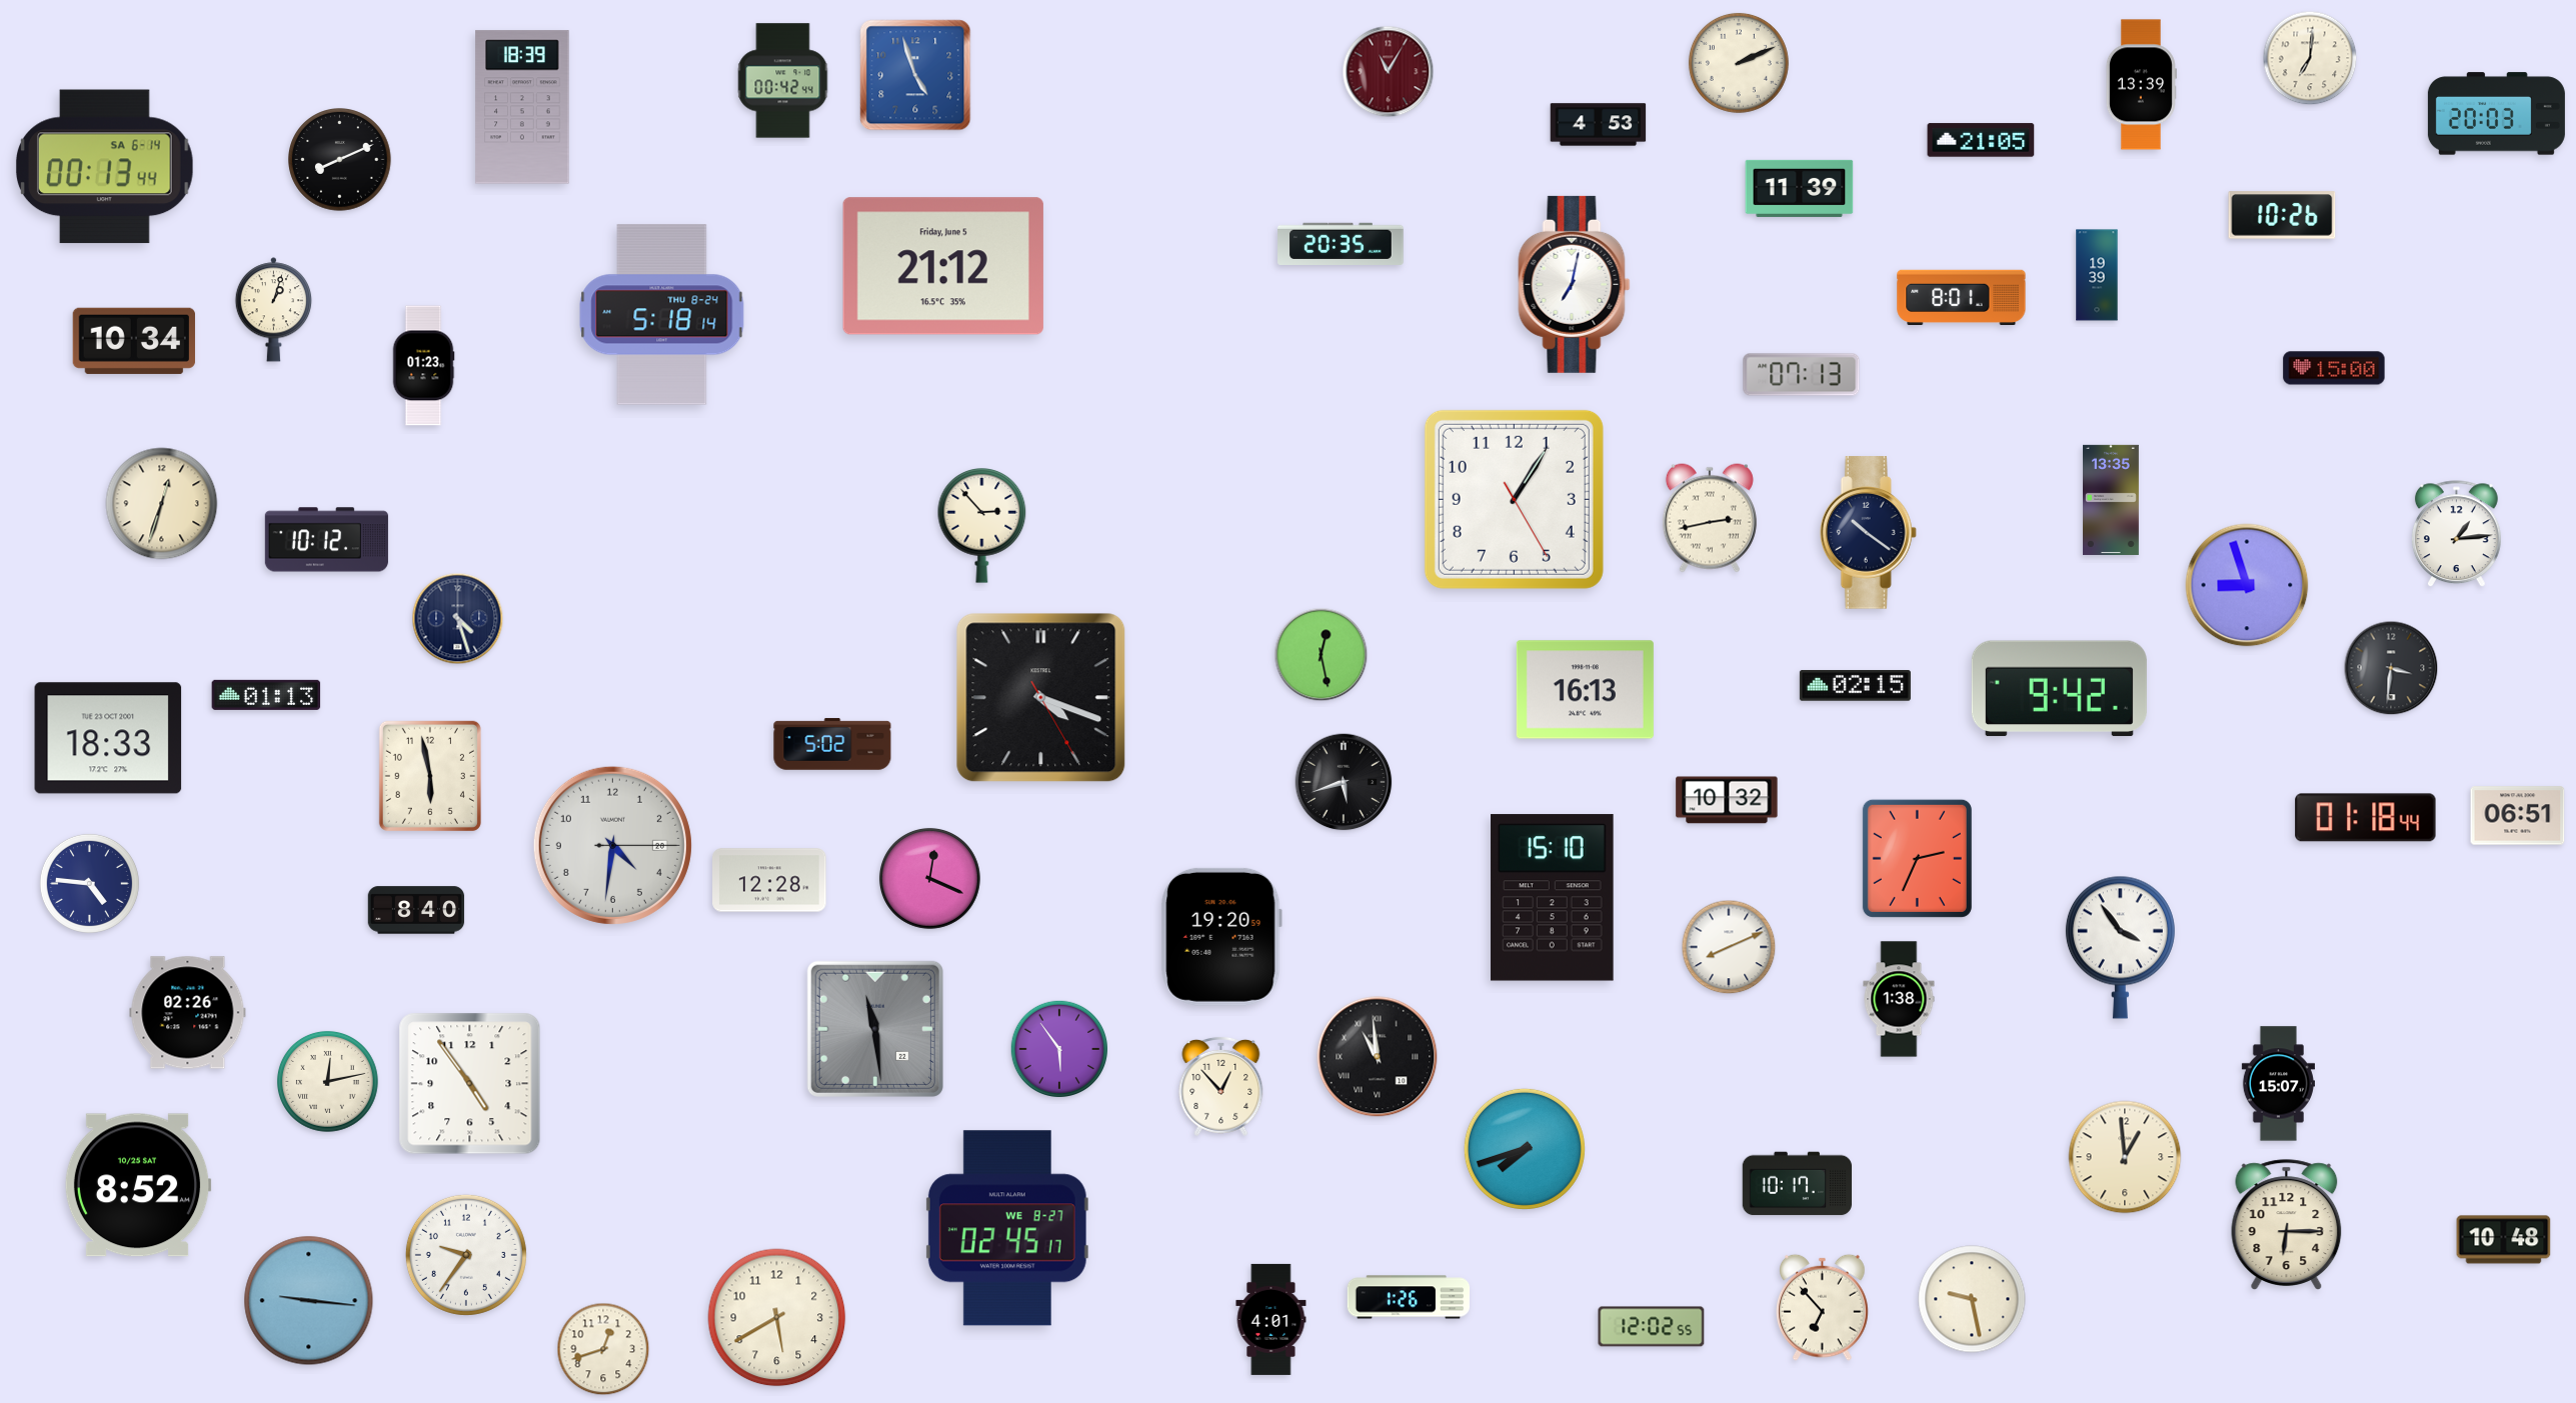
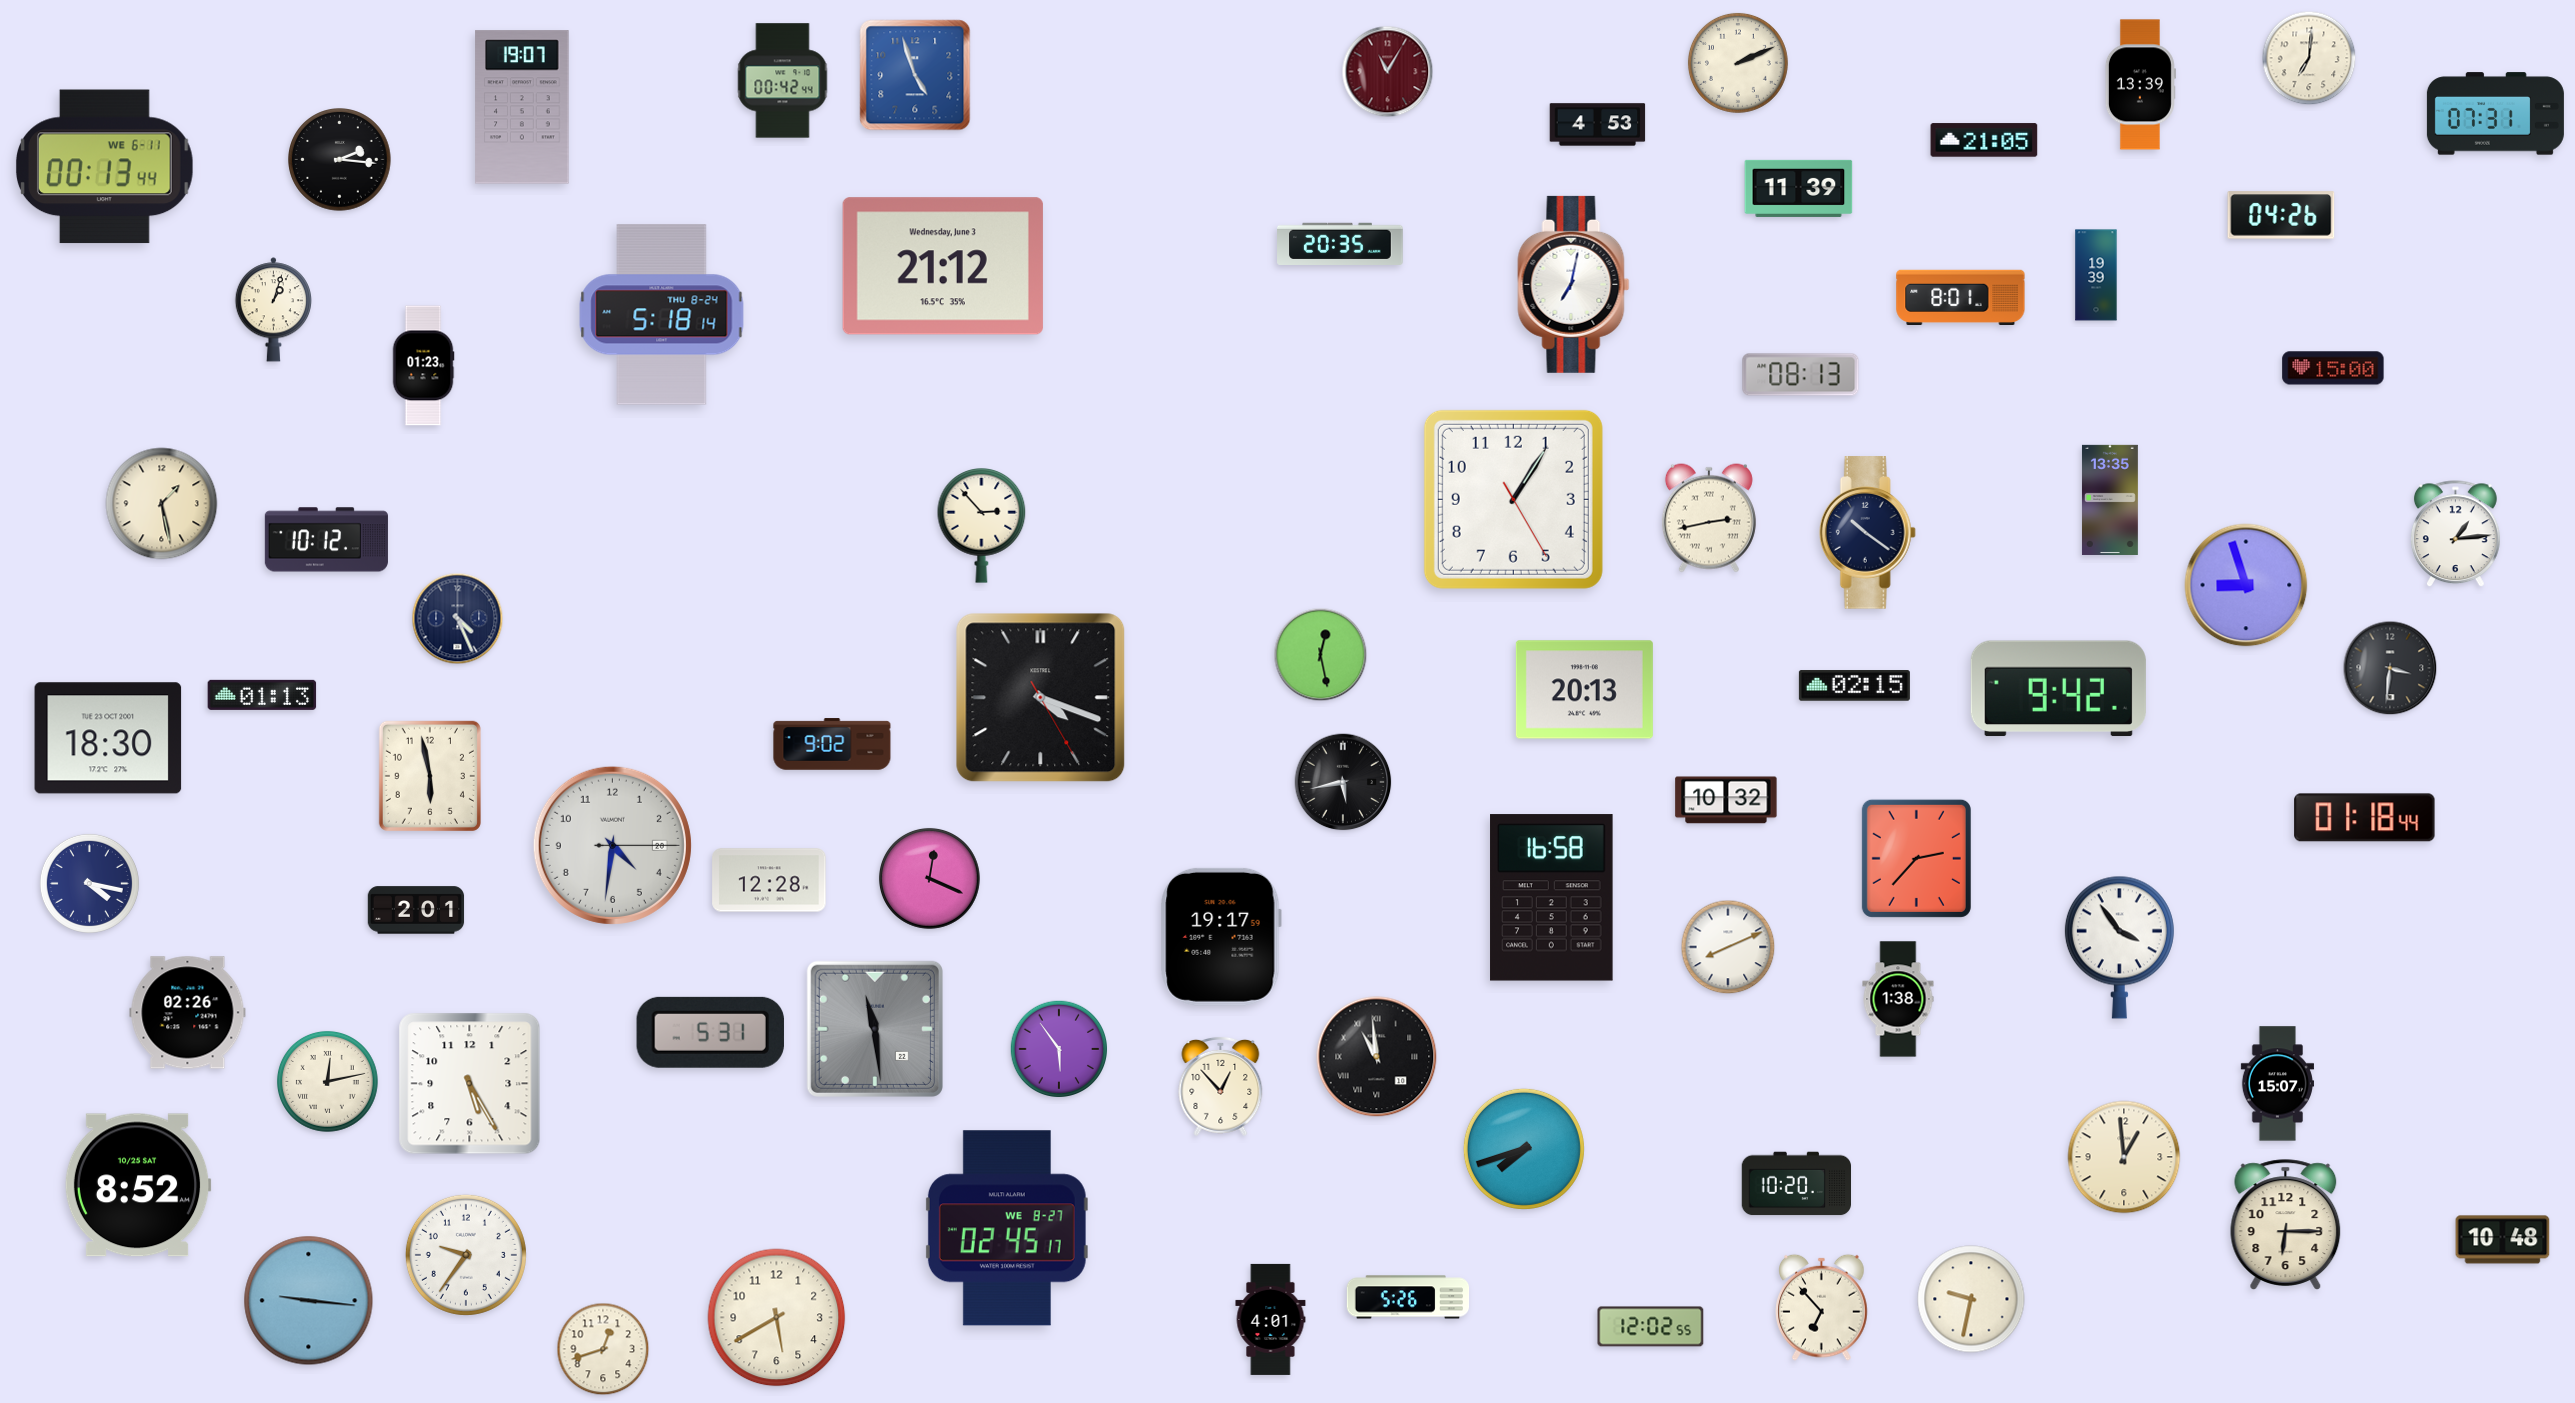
clock at (522, 107): 18:39 -> 19:07
clock at (2496, 114): 20:03 -> 07:31
clock at (1981, 140) position: (1981, 140) -> (1984, 140)
clock at (340, 160): 8:11 -> 2:16
clock at (104, 167) date: SA 6-14 -> WE 6-11
clock at (2282, 215): 10:26 -> 04:26
clock at (943, 266) date: Friday, June 5 -> Wednesday, June 3
clock at (134, 341): 10:34 -> none
clock at (1802, 375): 07:13 -> 08:13
clock at (162, 504): 12:33 -> 1:28
clock at (458, 619): 4:27 -> 4:26
clock at (1585, 690): 16:13 -> 20:13
clock at (266, 695) position: (266, 695) -> (262, 695)
clock at (108, 738): 18:33 -> 18:30
clock at (832, 744): 5:02 -> 9:02
clock at (1344, 782): 5:42 -> 5:43
clock at (2518, 816): 06:51 -> none
clock at (1917, 858): 2:34 -> 2:37
clock at (89, 883): 4:46 -> 4:17
clock at (1553, 898): 15:10 -> 16:58
clock at (416, 910): 8:40 -> 2:01
clock at (1221, 937): 19:20 -> 19:17
clock at (710, 1032): none -> 5:31
clock at (470, 1084): 4:54 -> 5:25
clock at (1798, 1184): 10:17 -> 10:20
clock at (1409, 1297): 1:26 -> 5:26
clock at (1972, 1299): 9:28 -> 9:32
